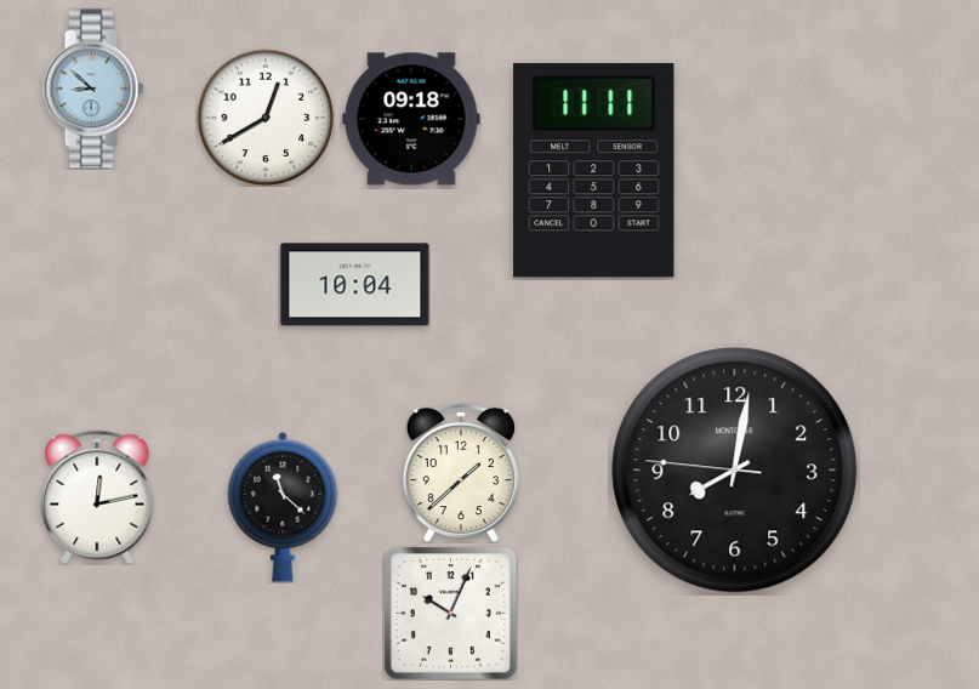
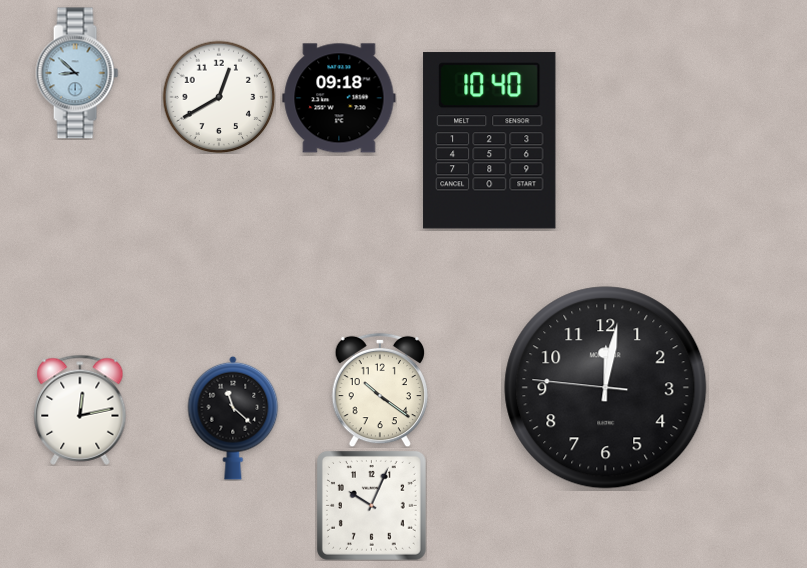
clock at (594, 171): 11:11 -> 10:40
clock at (355, 285): 10:04 -> none
clock at (735, 471): 8:01 -> 12:01
clock at (460, 473): 1:38 -> 10:21
